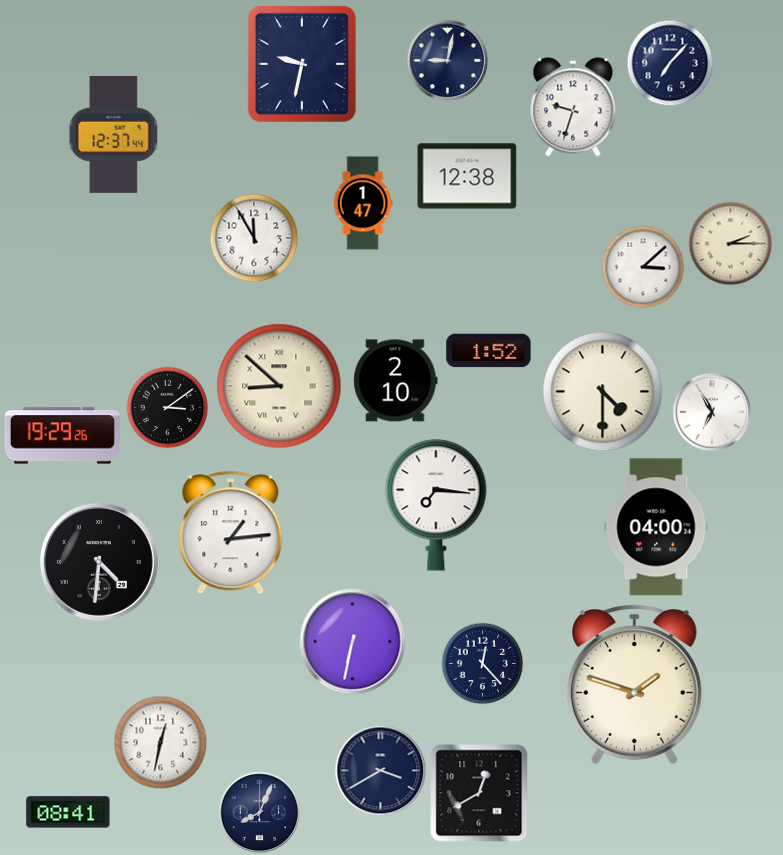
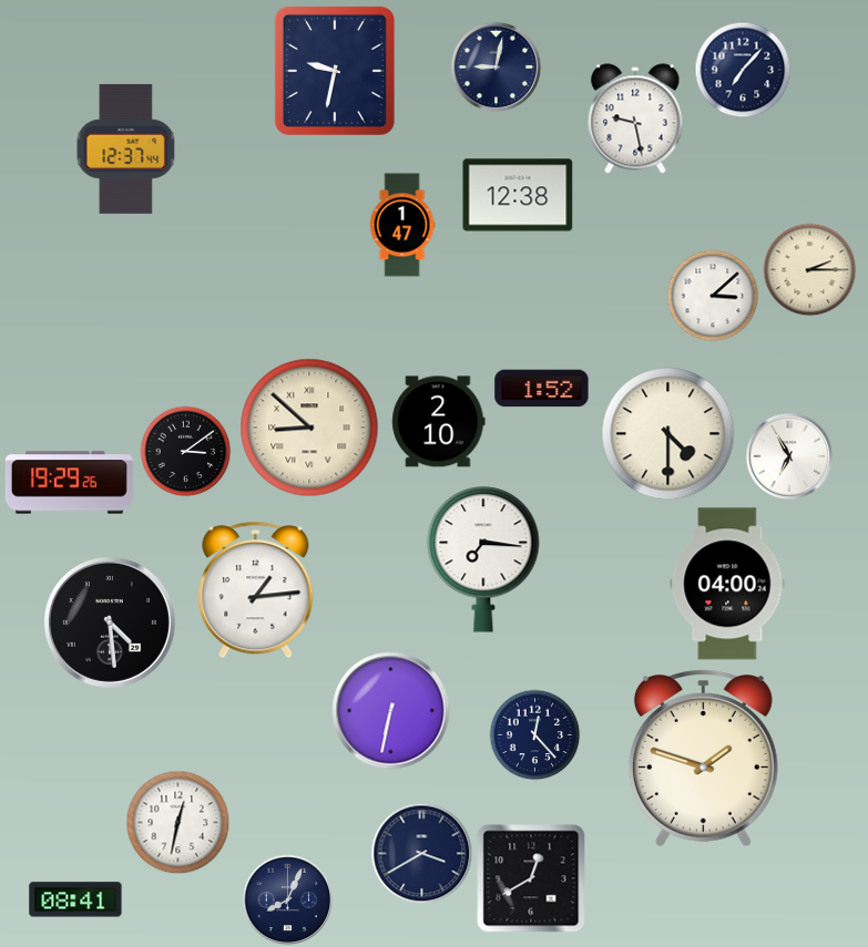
clock at (573, 107): 9:33 -> 9:28
clock at (254, 238): 11:55 -> none
clock at (99, 562): 4:31 -> 4:29
